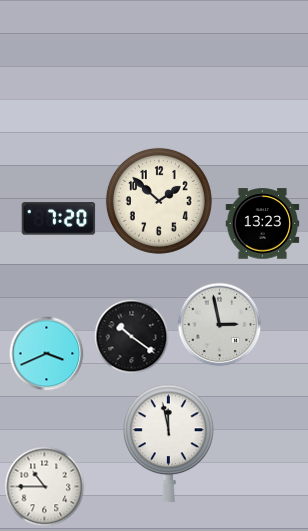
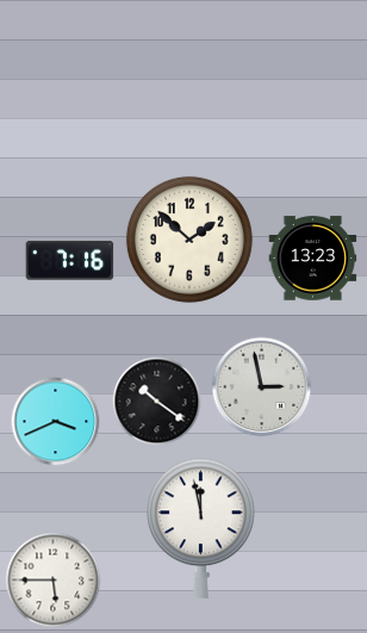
clock at (59, 219): 7:20 -> 7:16
clock at (263, 224) position: (263, 224) -> (313, 259)
clock at (45, 487): 10:45 -> 5:45
